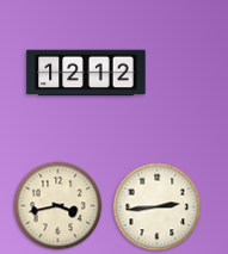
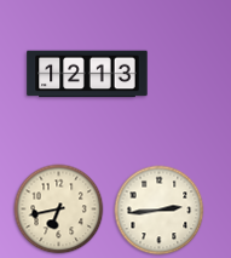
clock at (86, 73): 12:12 -> 12:13
clock at (58, 206): 3:43 -> 6:43
